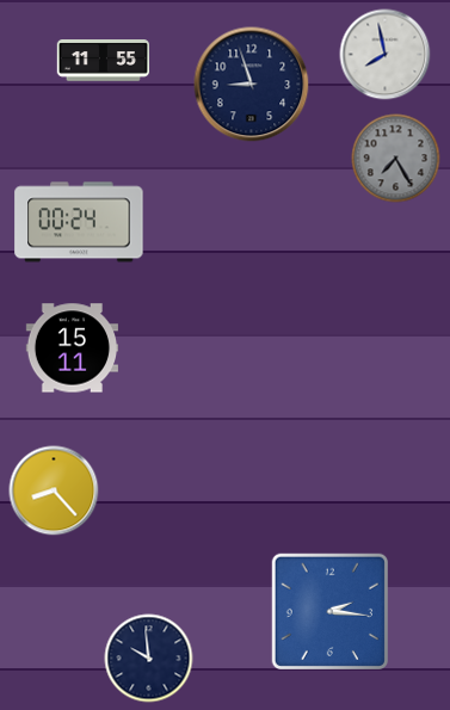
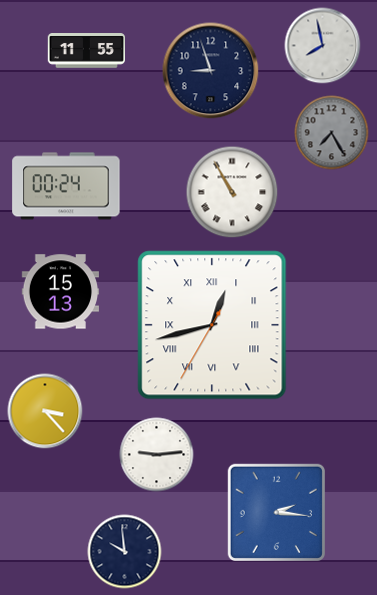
clock at (232, 192): none -> 10:55
clock at (72, 348): 15:11 -> 15:13
clock at (212, 325): none -> 12:42
clock at (54, 490): 8:23 -> 3:23
clock at (157, 455): none -> 9:14
